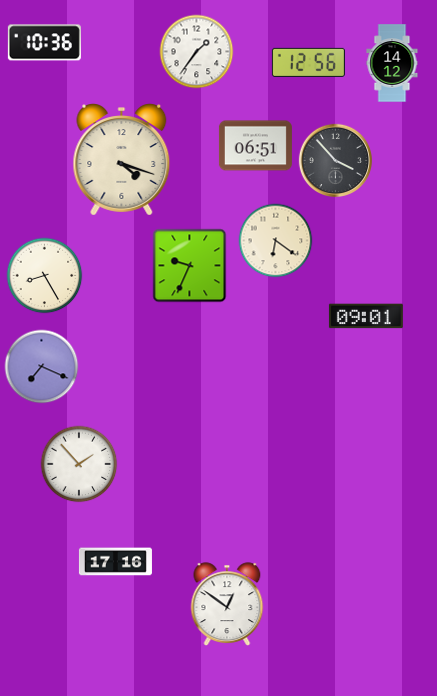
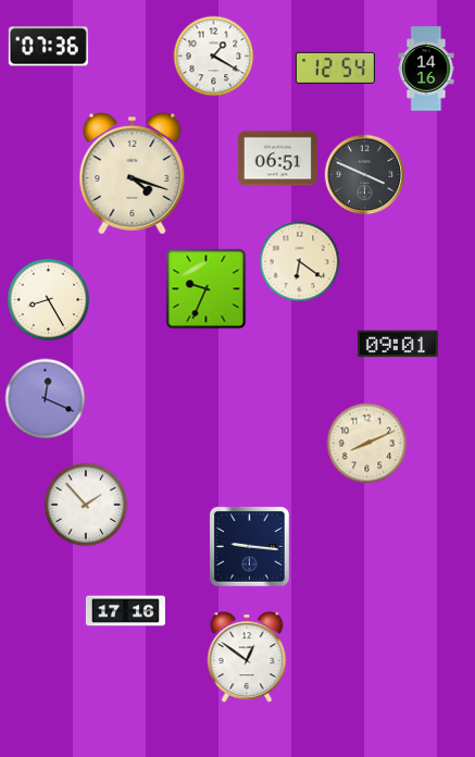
clock at (44, 43): 10:36 -> 07:36
clock at (197, 52): 1:36 -> 1:20
clock at (308, 62): 12:56 -> 12:54
clock at (392, 63): 14:12 -> 14:16
clock at (335, 160): 3:53 -> 3:49
clock at (42, 367): 7:19 -> 12:19
clock at (367, 444): none -> 8:11
clock at (249, 546): none -> 9:16
